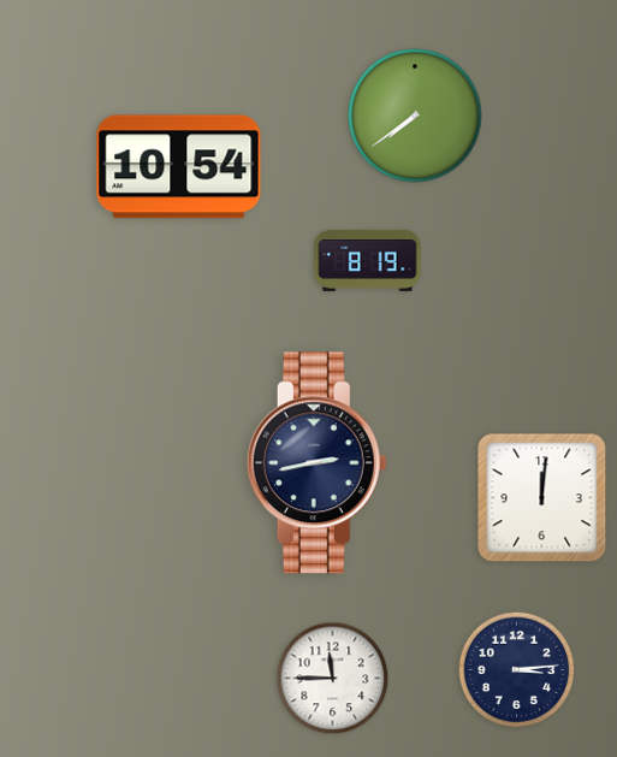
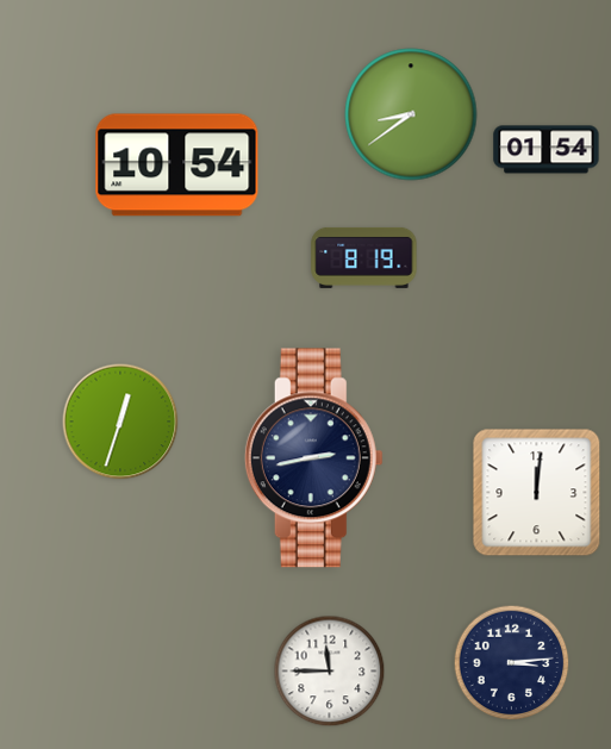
clock at (415, 116): 7:39 -> 8:39
clock at (547, 150): none -> 01:54
clock at (120, 422): none -> 12:33
